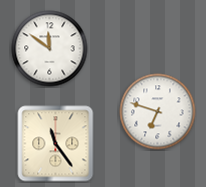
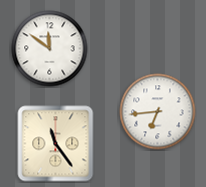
clock at (158, 112): 6:48 -> 6:44
